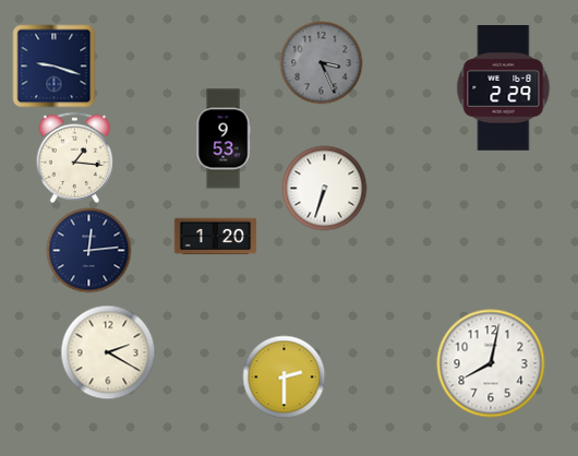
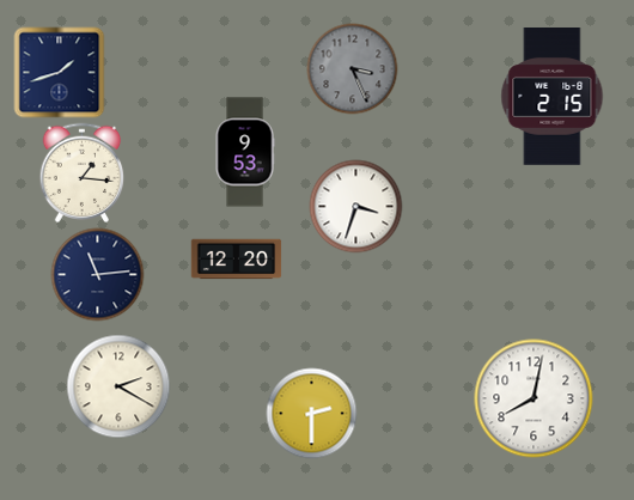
clock at (55, 67): 9:18 -> 1:42
clock at (504, 88): 2:29 -> 2:15
clock at (325, 189): 6:33 -> 3:33
clock at (216, 237): 1:20 -> 12:20
clock at (89, 251): 12:14 -> 11:14
clock at (491, 363) position: (491, 363) -> (534, 398)
